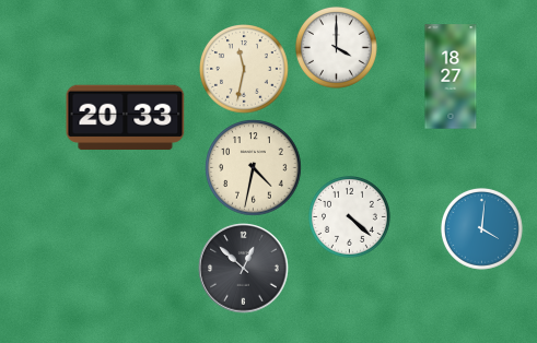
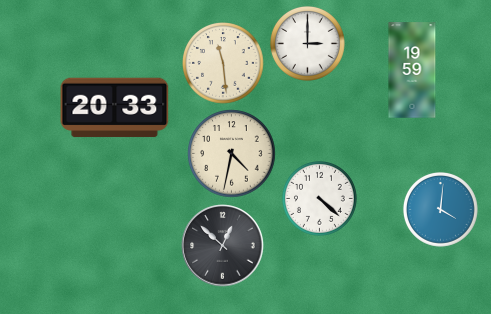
clock at (336, 47): 4:00 -> 3:00
clock at (244, 69): 11:32 -> 11:29
clock at (451, 76): 18:27 -> 19:59
